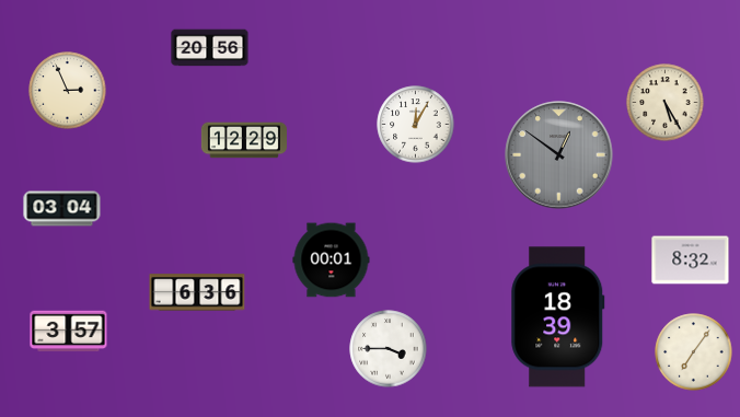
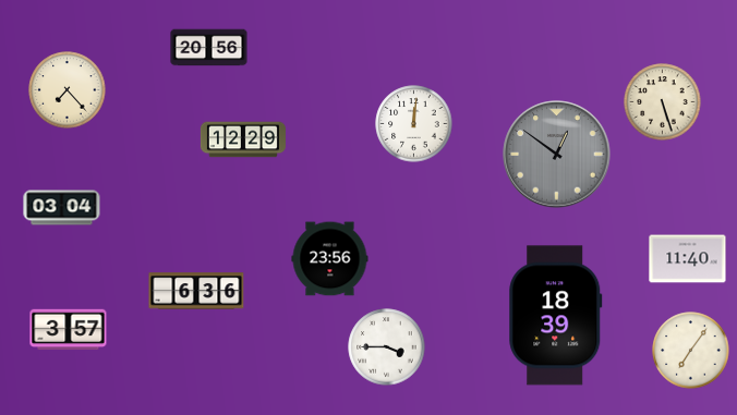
clock at (68, 91): 2:56 -> 7:23
clock at (666, 103): 5:25 -> 5:27
clock at (416, 125): 12:05 -> 12:01
clock at (332, 260): 00:01 -> 23:56
clock at (691, 260): 8:32 -> 11:40
